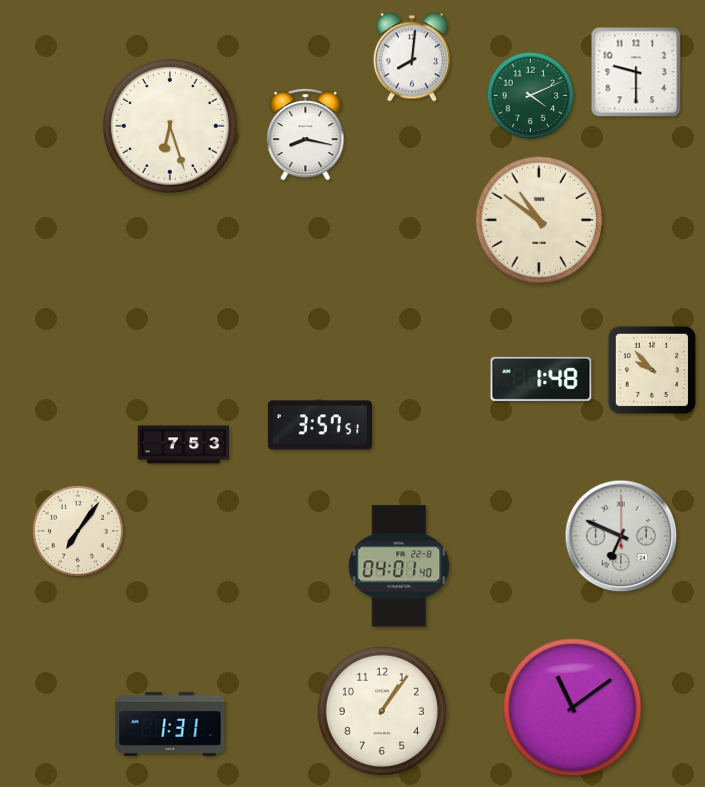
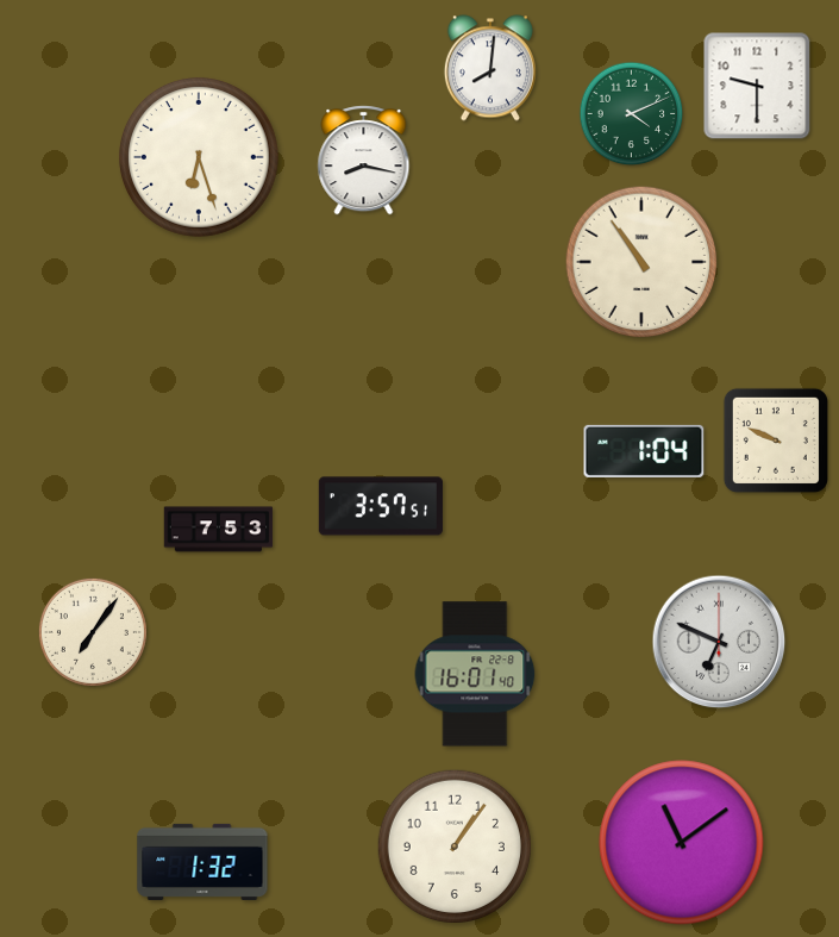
clock at (171, 127) position: (171, 127) -> (200, 158)
clock at (539, 220): 10:51 -> 10:54
clock at (652, 370): 9:53 -> 9:49
clock at (541, 379): 1:48 -> 1:04
clock at (621, 536) position: (621, 536) -> (719, 642)
clock at (399, 566): 04:01 -> 16:01
clock at (170, 724): 1:31 -> 1:32
